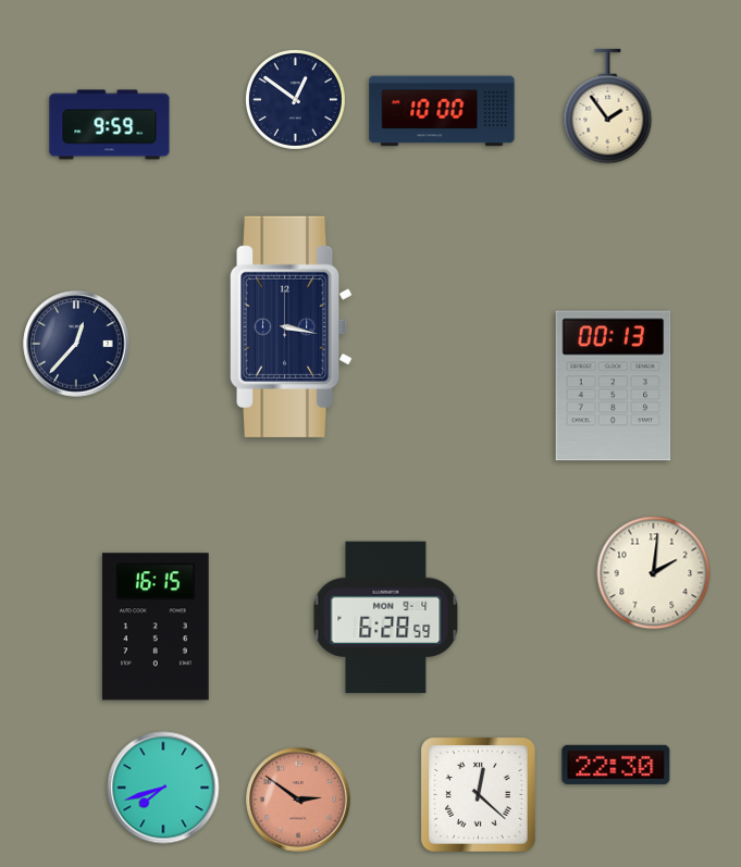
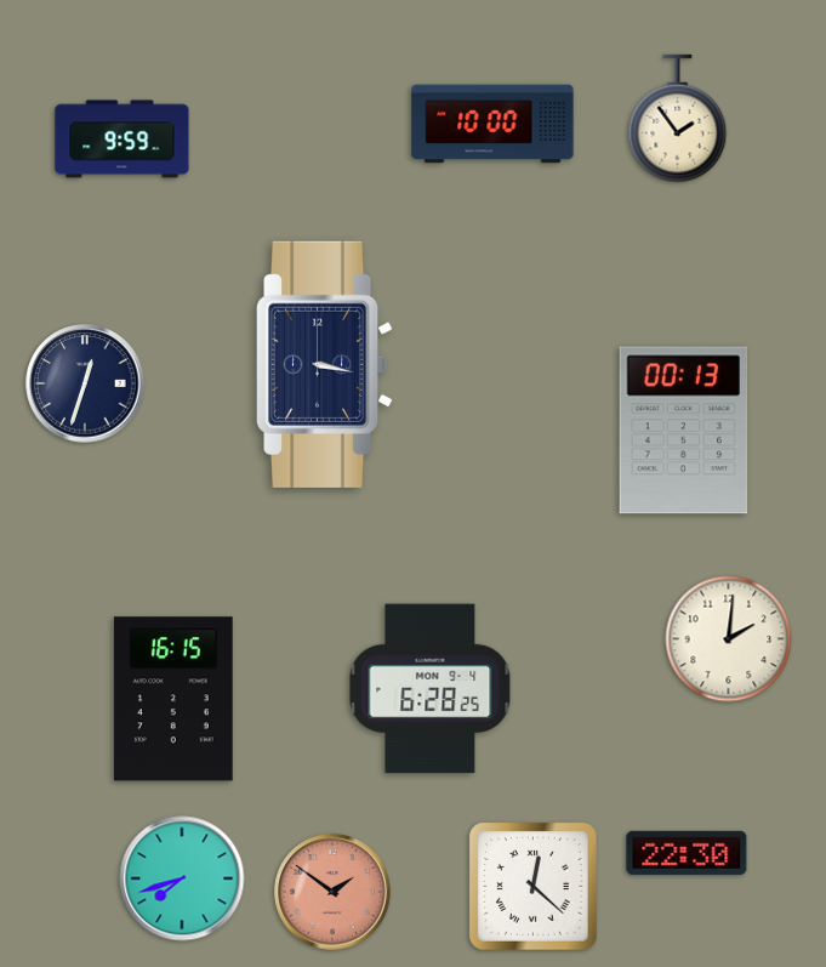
clock at (295, 99): 12:51 -> none
clock at (76, 344): 12:37 -> 12:33
clock at (386, 618): 6:28:59 -> 6:28:25
clock at (298, 800): 2:51 -> 1:51
